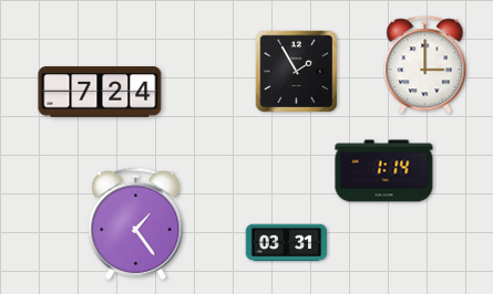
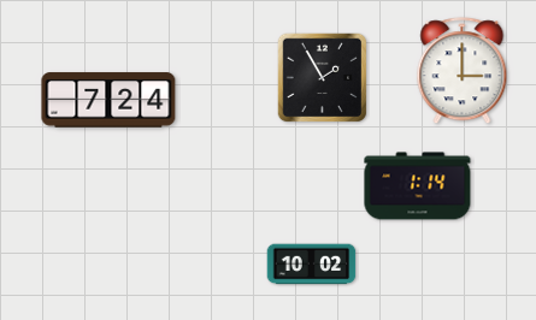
clock at (136, 224): 1:24 -> none
clock at (287, 243): 03:31 -> 10:02
